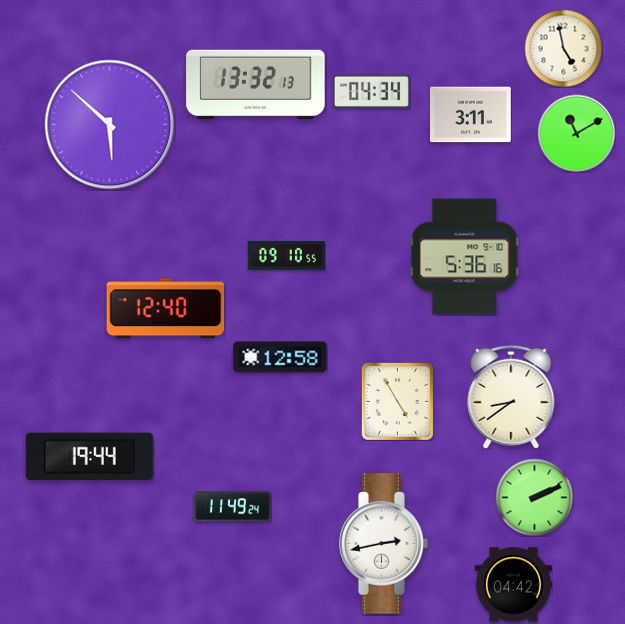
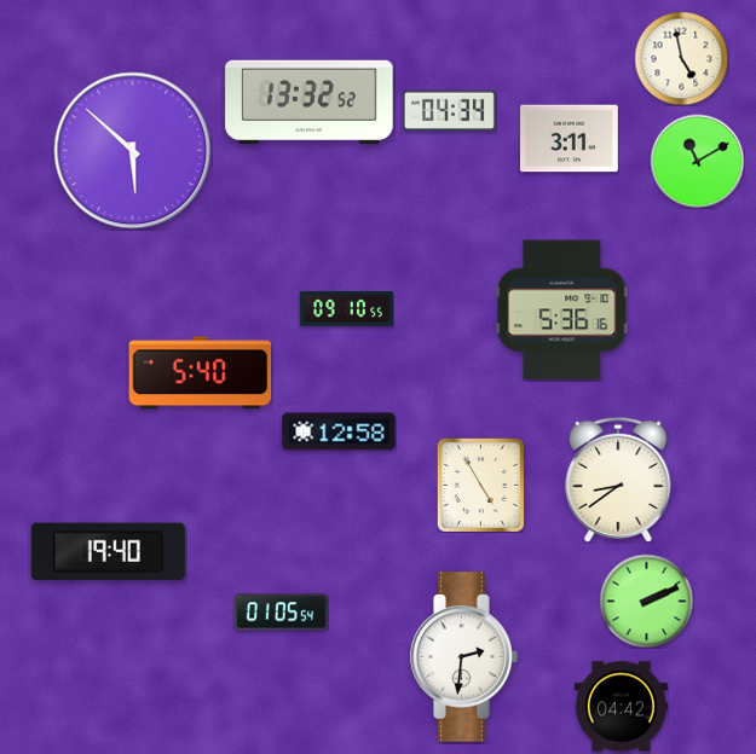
clock at (256, 85): 13:32:13 -> 13:32:52
clock at (166, 309): 12:40 -> 5:40
clock at (89, 457): 19:44 -> 19:40
clock at (232, 507): 11:49 -> 01:05
clock at (384, 544): 2:43 -> 2:31
